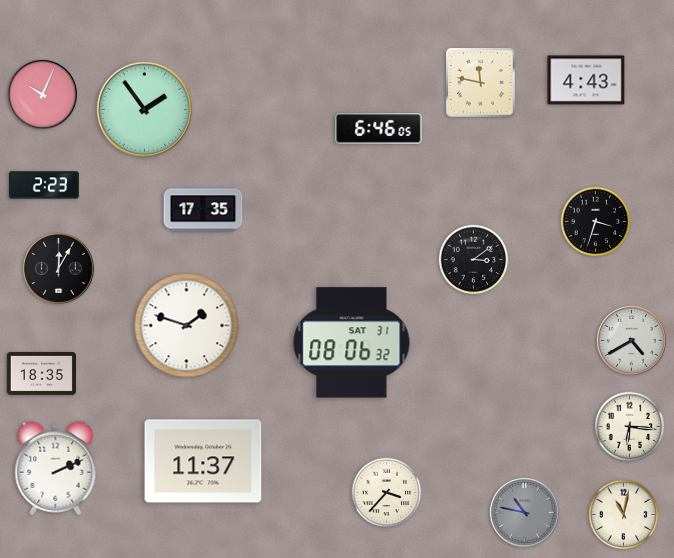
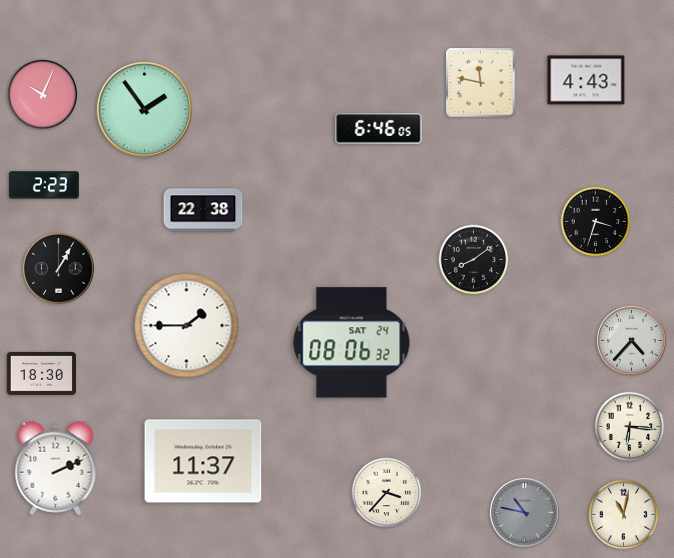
clock at (203, 210): 17:35 -> 22:38
clock at (474, 260): 3:09 -> 8:09
clock at (59, 269): 12:05 -> 1:05
clock at (187, 326): 1:48 -> 1:45
clock at (631, 340): 4:40 -> 4:37
clock at (352, 343) date: SAT 31 -> SAT 24
clock at (41, 373): 18:35 -> 18:30
